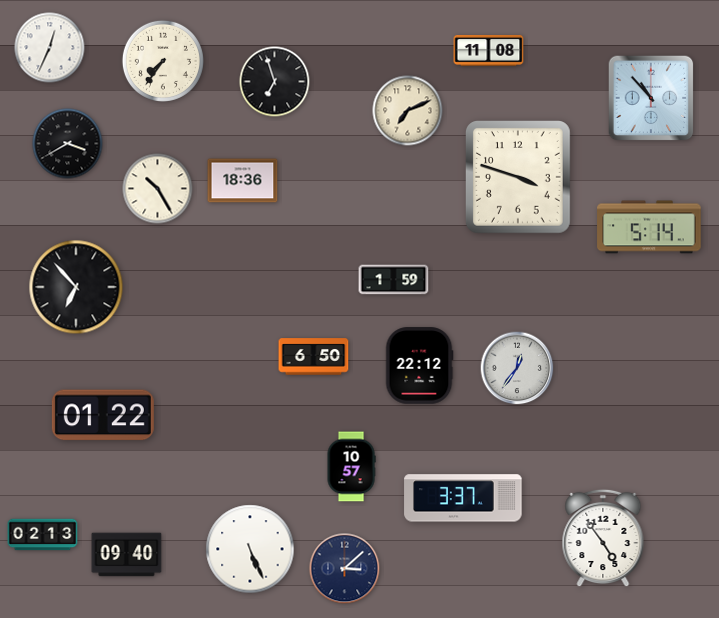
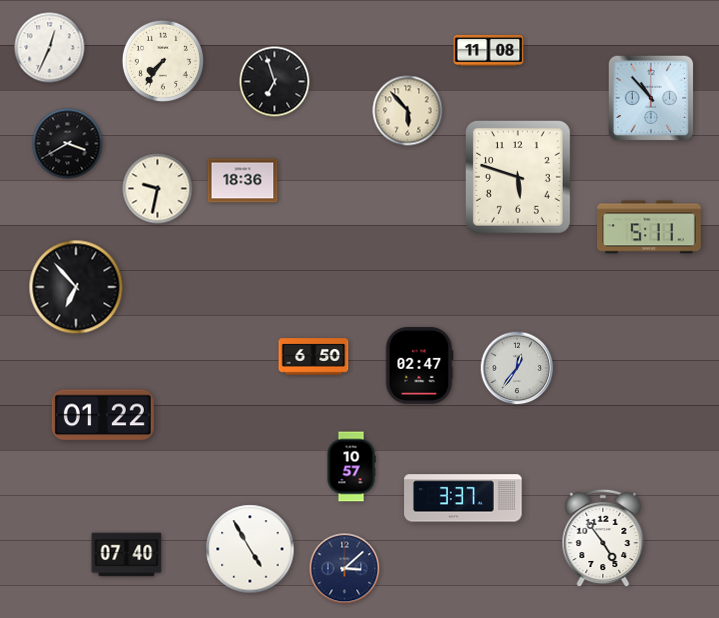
clock at (408, 111): 7:11 -> 5:53
clock at (519, 178): 3:48 -> 5:48
clock at (158, 189): 10:25 -> 9:32
clock at (649, 227): 5:14 -> 5:11
clock at (394, 280): 1:59 -> none
clock at (419, 366): 22:12 -> 02:47
clock at (43, 535): 02:13 -> none
clock at (250, 549): 5:26 -> 4:55
clock at (127, 555): 09:40 -> 07:40
